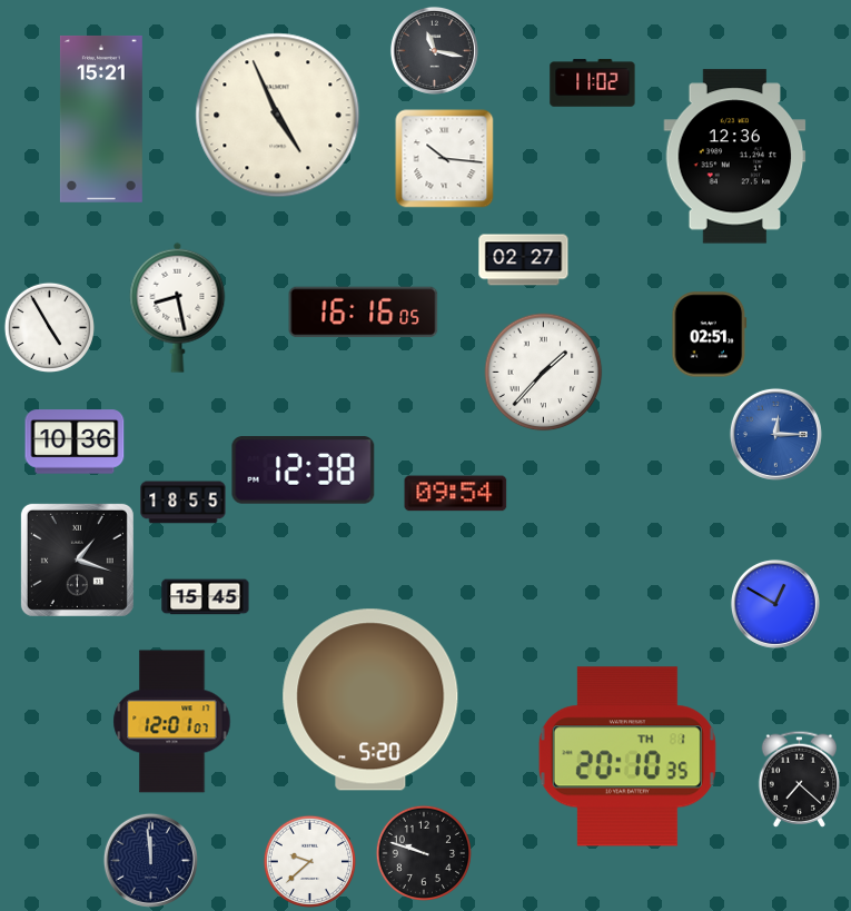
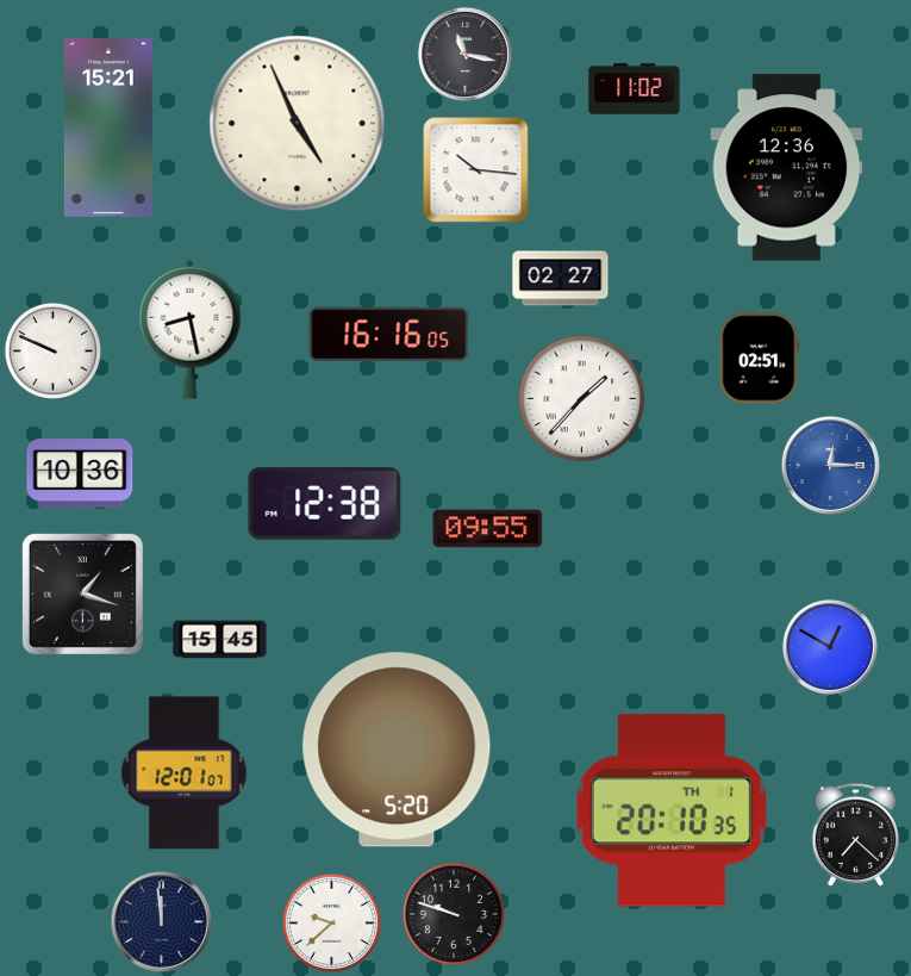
clock at (49, 327): 4:55 -> 9:49
clock at (456, 494): 09:54 -> 09:55
clock at (184, 503): 18:55 -> none
clock at (77, 560) position: (77, 560) -> (82, 593)
